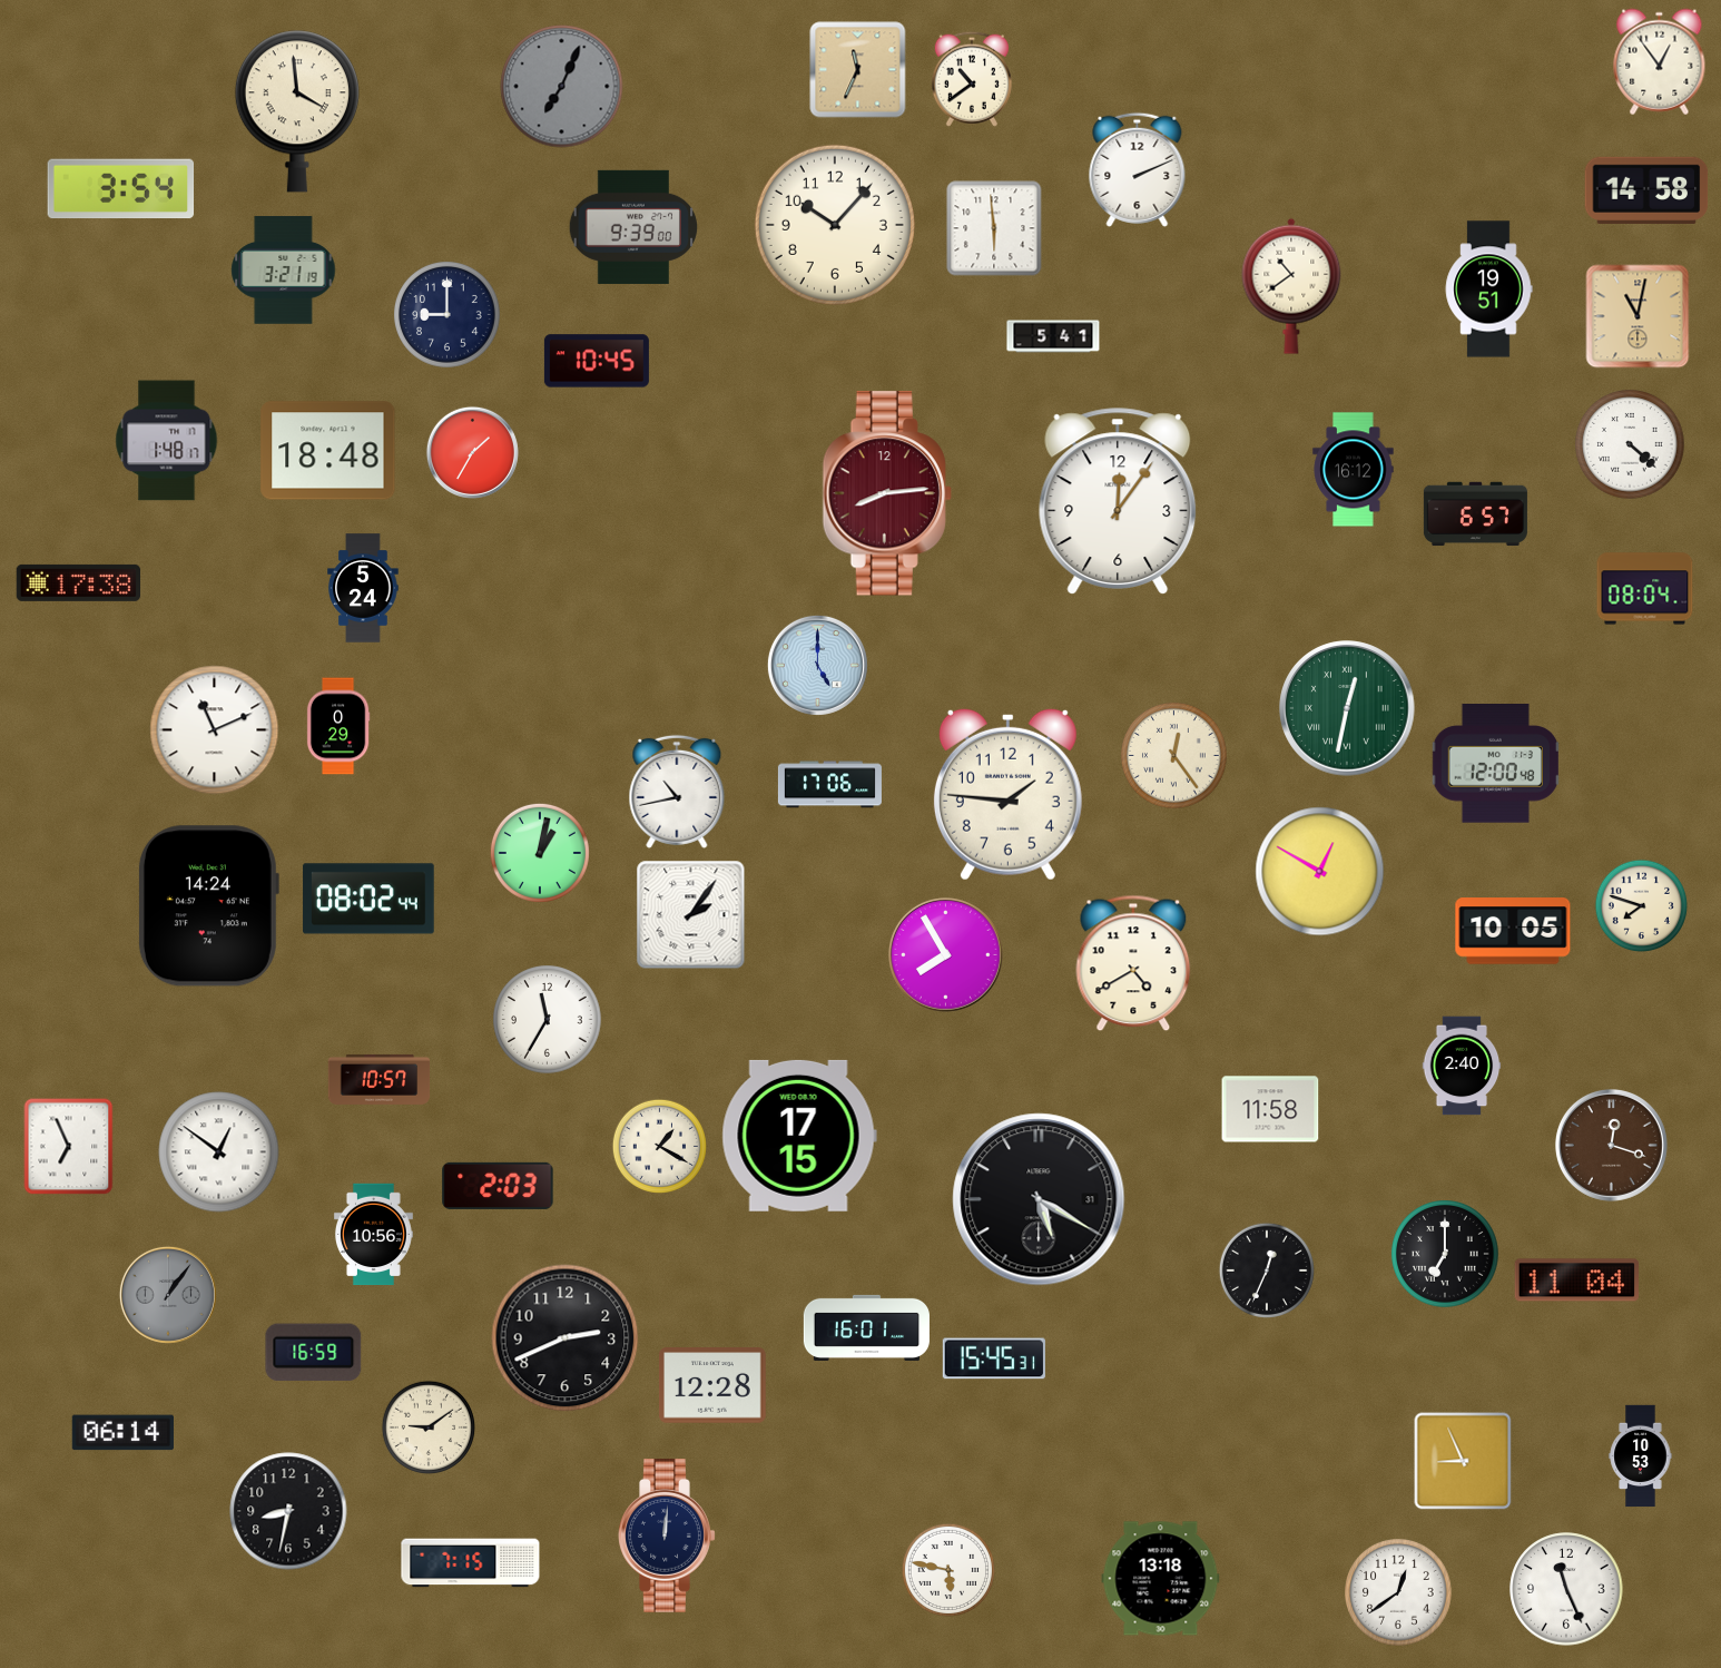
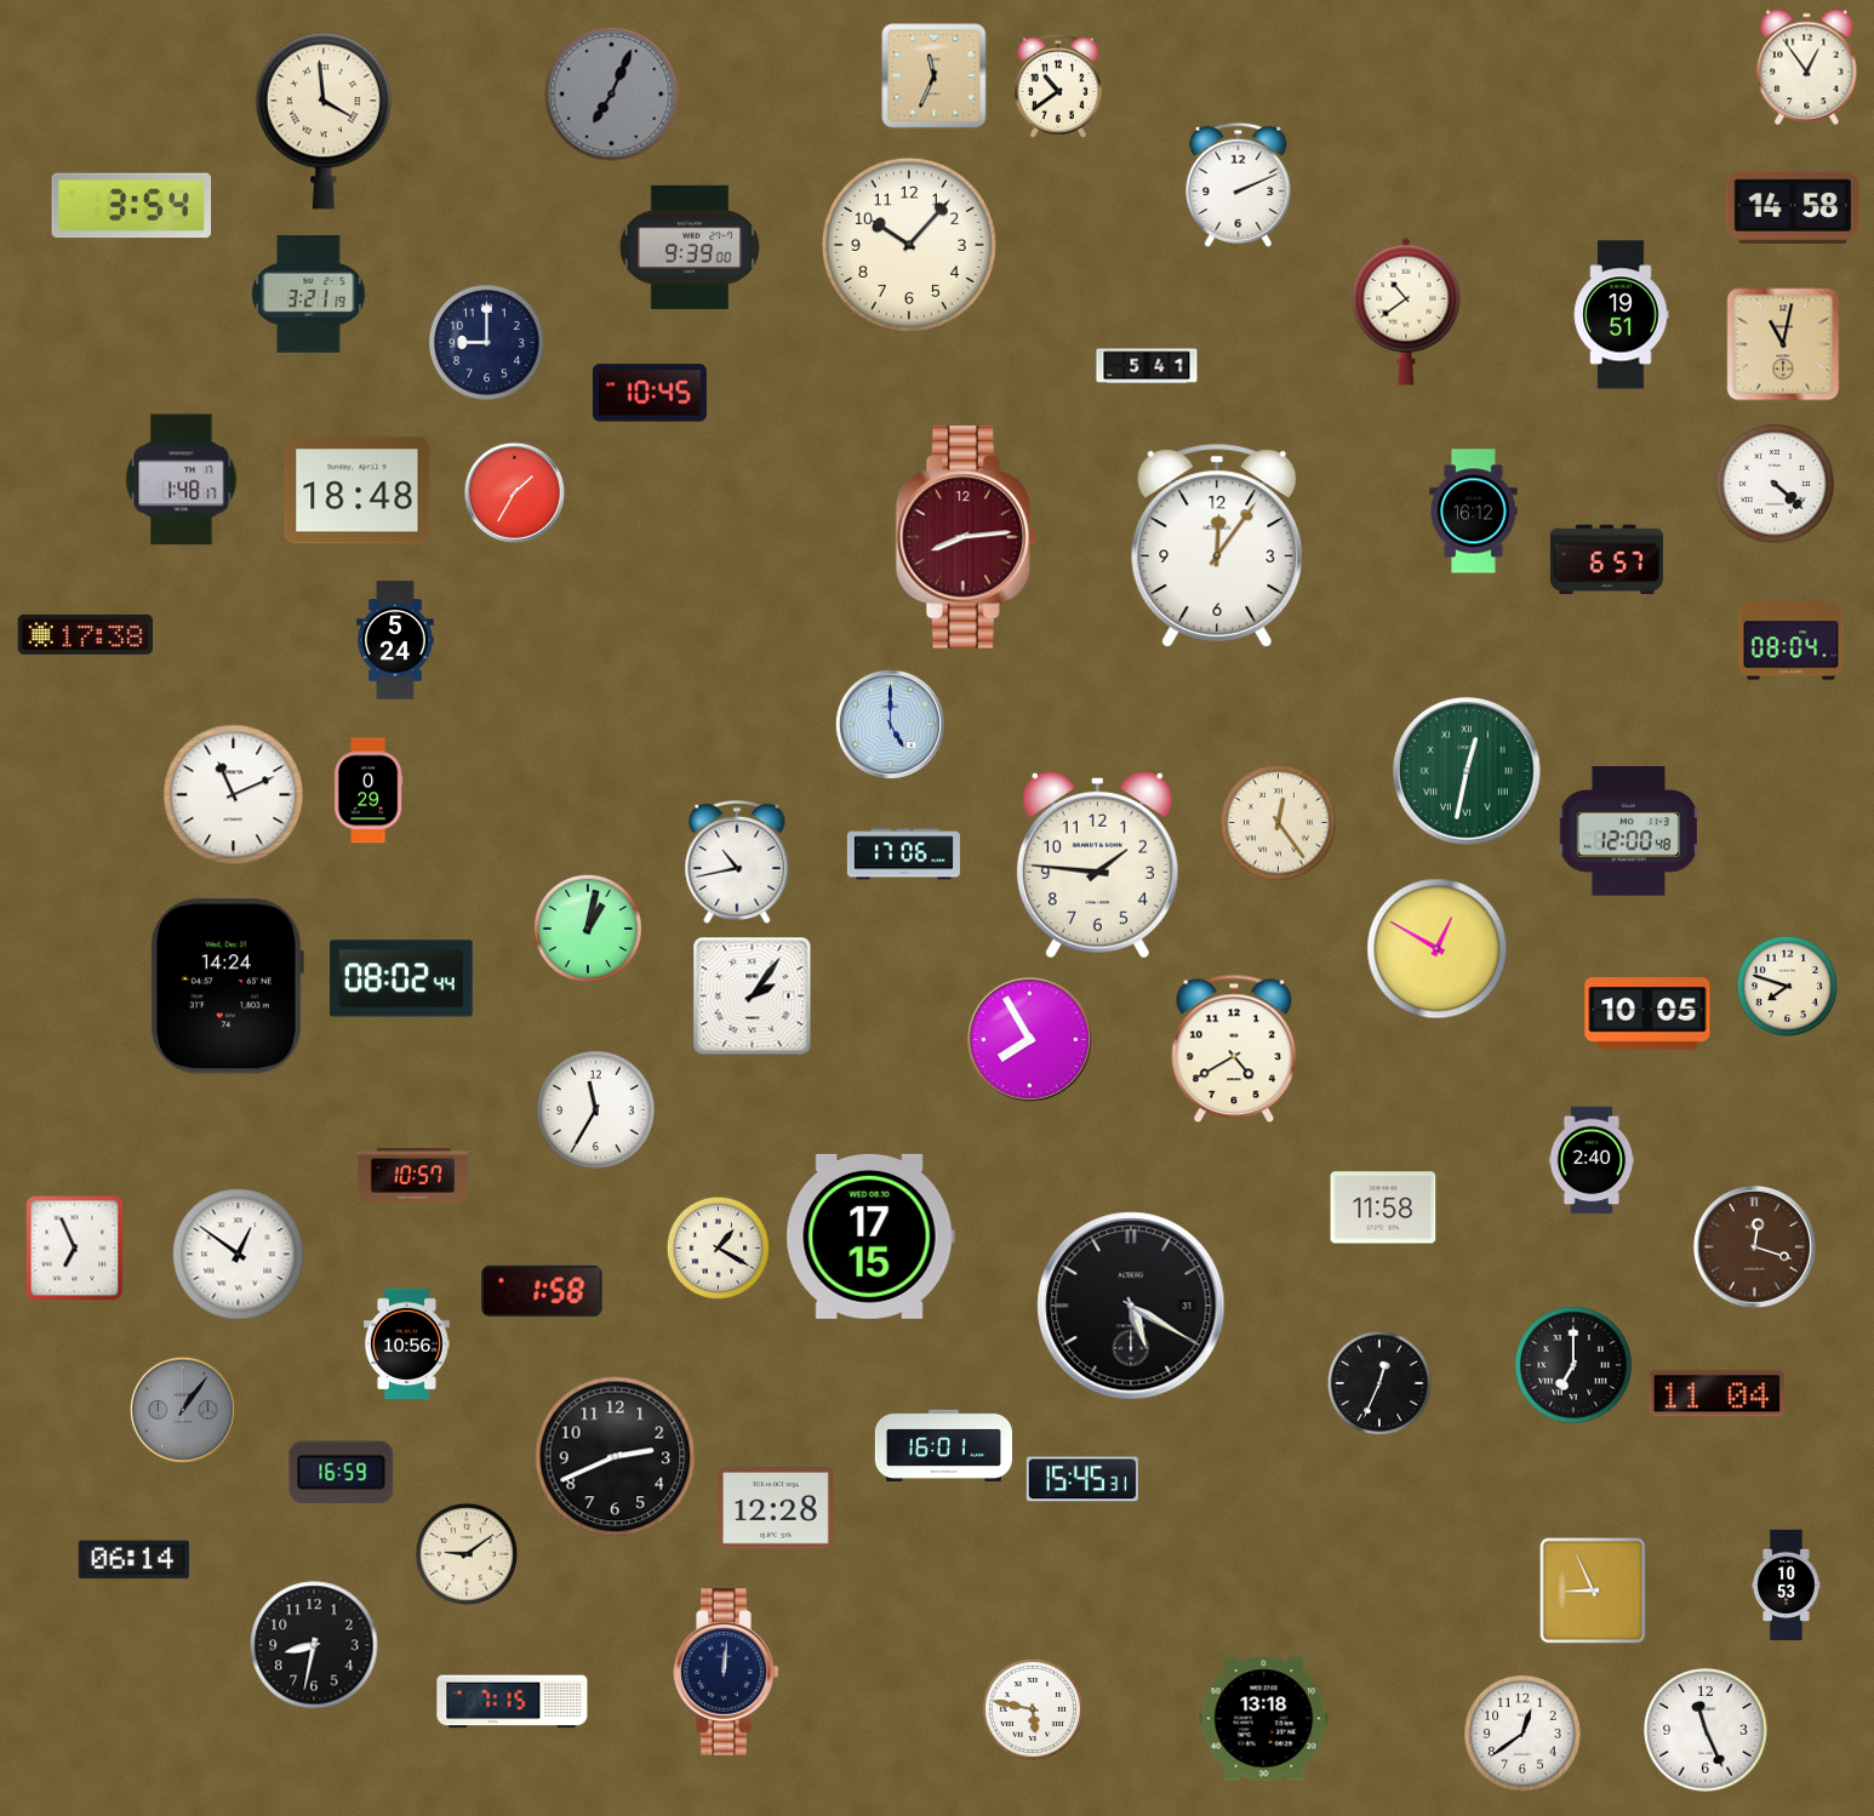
clock at (994, 228): 5:59 -> none
clock at (498, 1186): 2:03 -> 1:58
